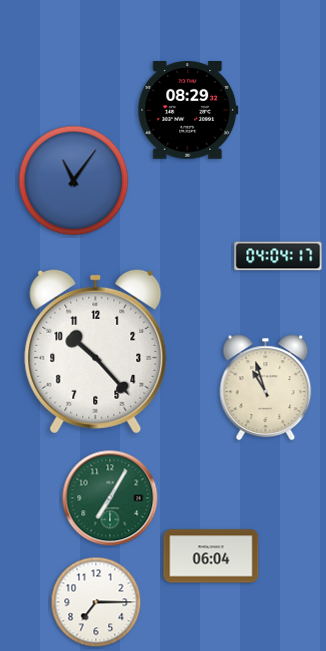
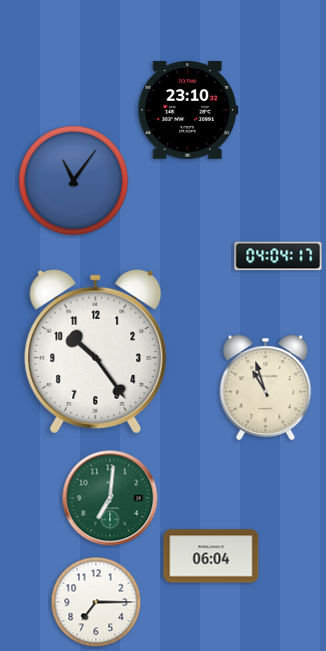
clock at (188, 111): 08:29 -> 23:10
clock at (96, 351): 10:23 -> 10:24
clock at (110, 498): 7:05 -> 7:01
